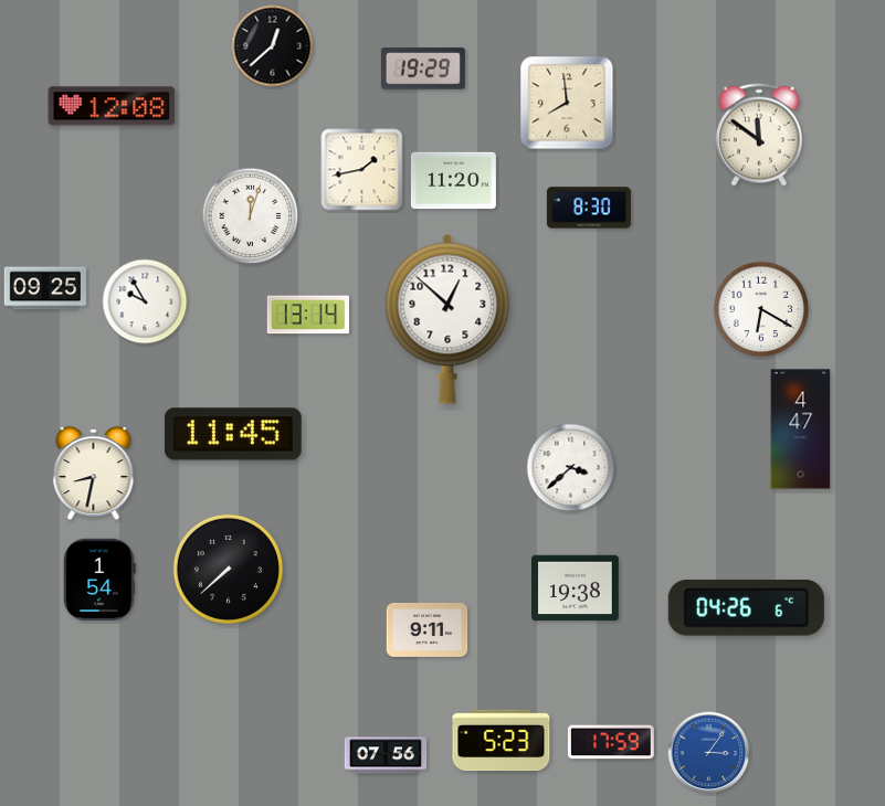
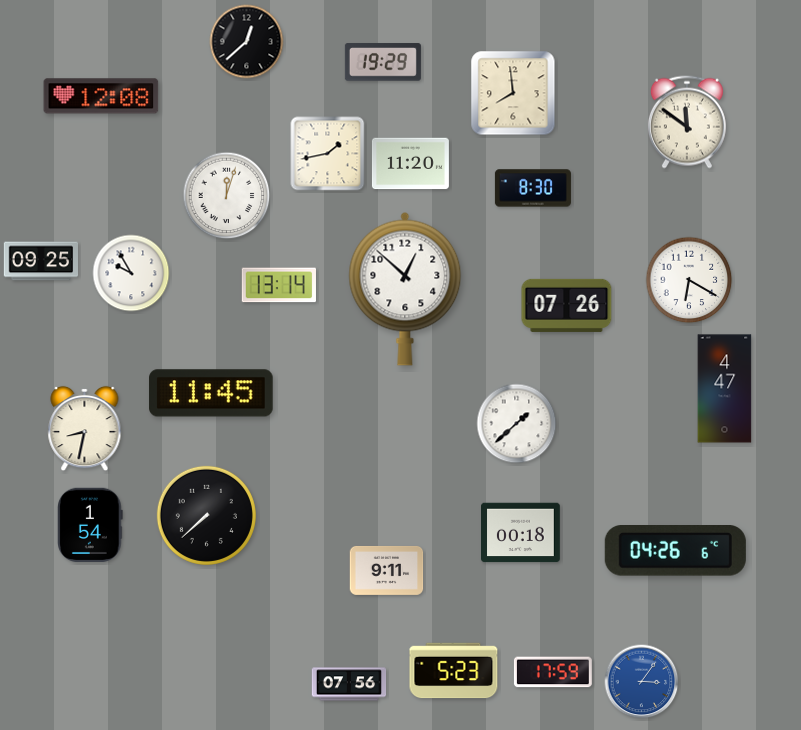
clock at (567, 305): none -> 07:26
clock at (571, 468): 3:38 -> 1:38
clock at (576, 588): 19:38 -> 00:18
